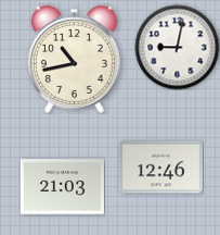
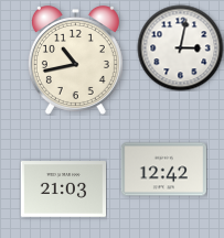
clock at (177, 47): 9:02 -> 3:02
clock at (160, 168): 12:46 -> 12:42
